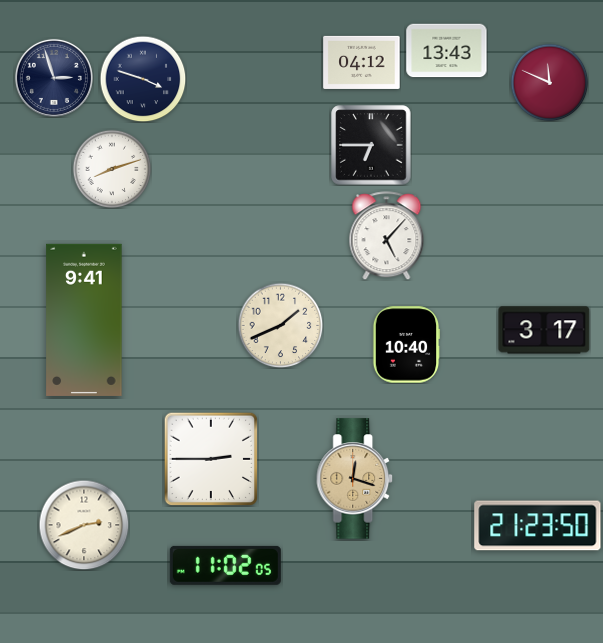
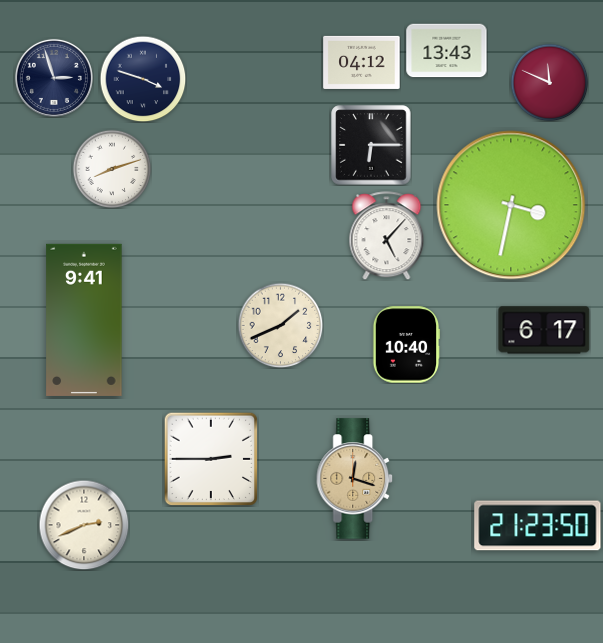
clock at (371, 145): 6:45 -> 6:15
clock at (511, 205): none -> 3:32
clock at (544, 330): 3:17 -> 6:17
clock at (225, 565): 11:02 -> none
